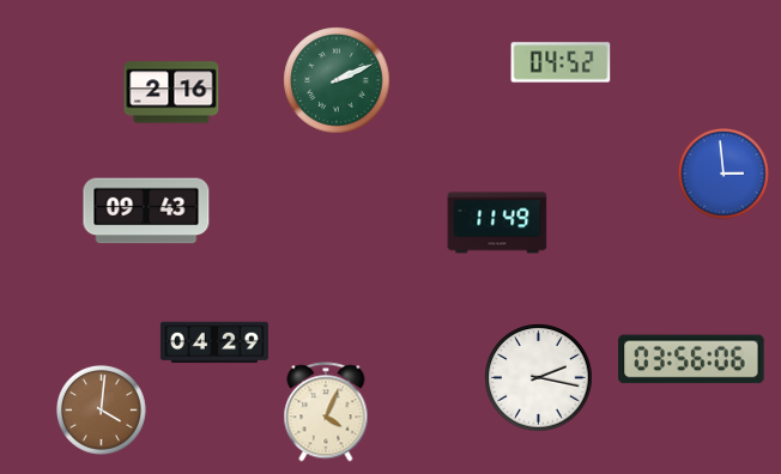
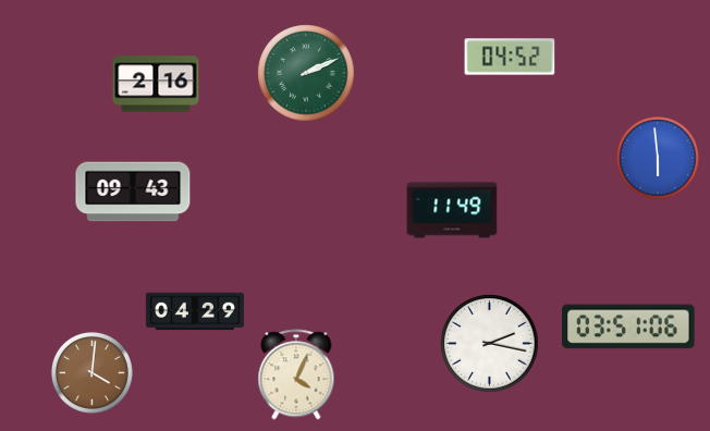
clock at (725, 175): 2:59 -> 5:59
clock at (497, 223) position: (497, 223) -> (452, 210)
clock at (691, 359): 03:56 -> 03:51
